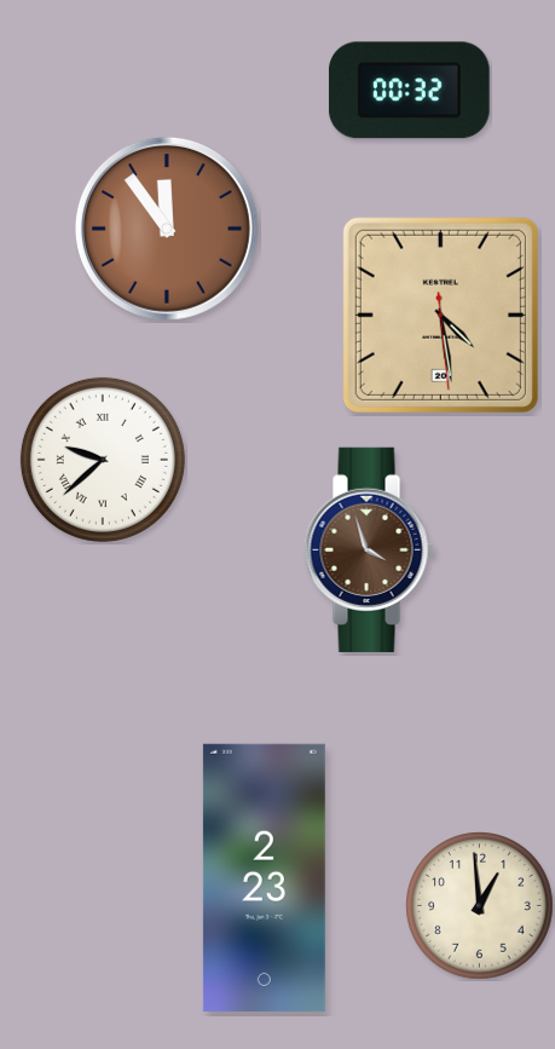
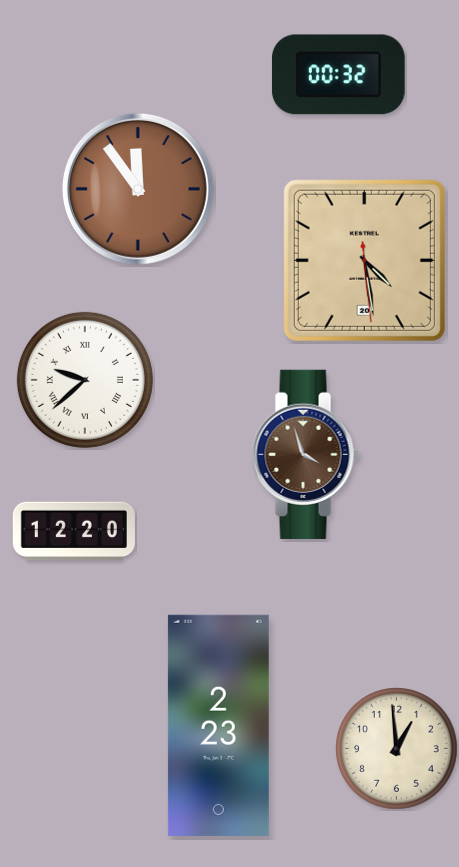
clock at (74, 531): none -> 12:20
